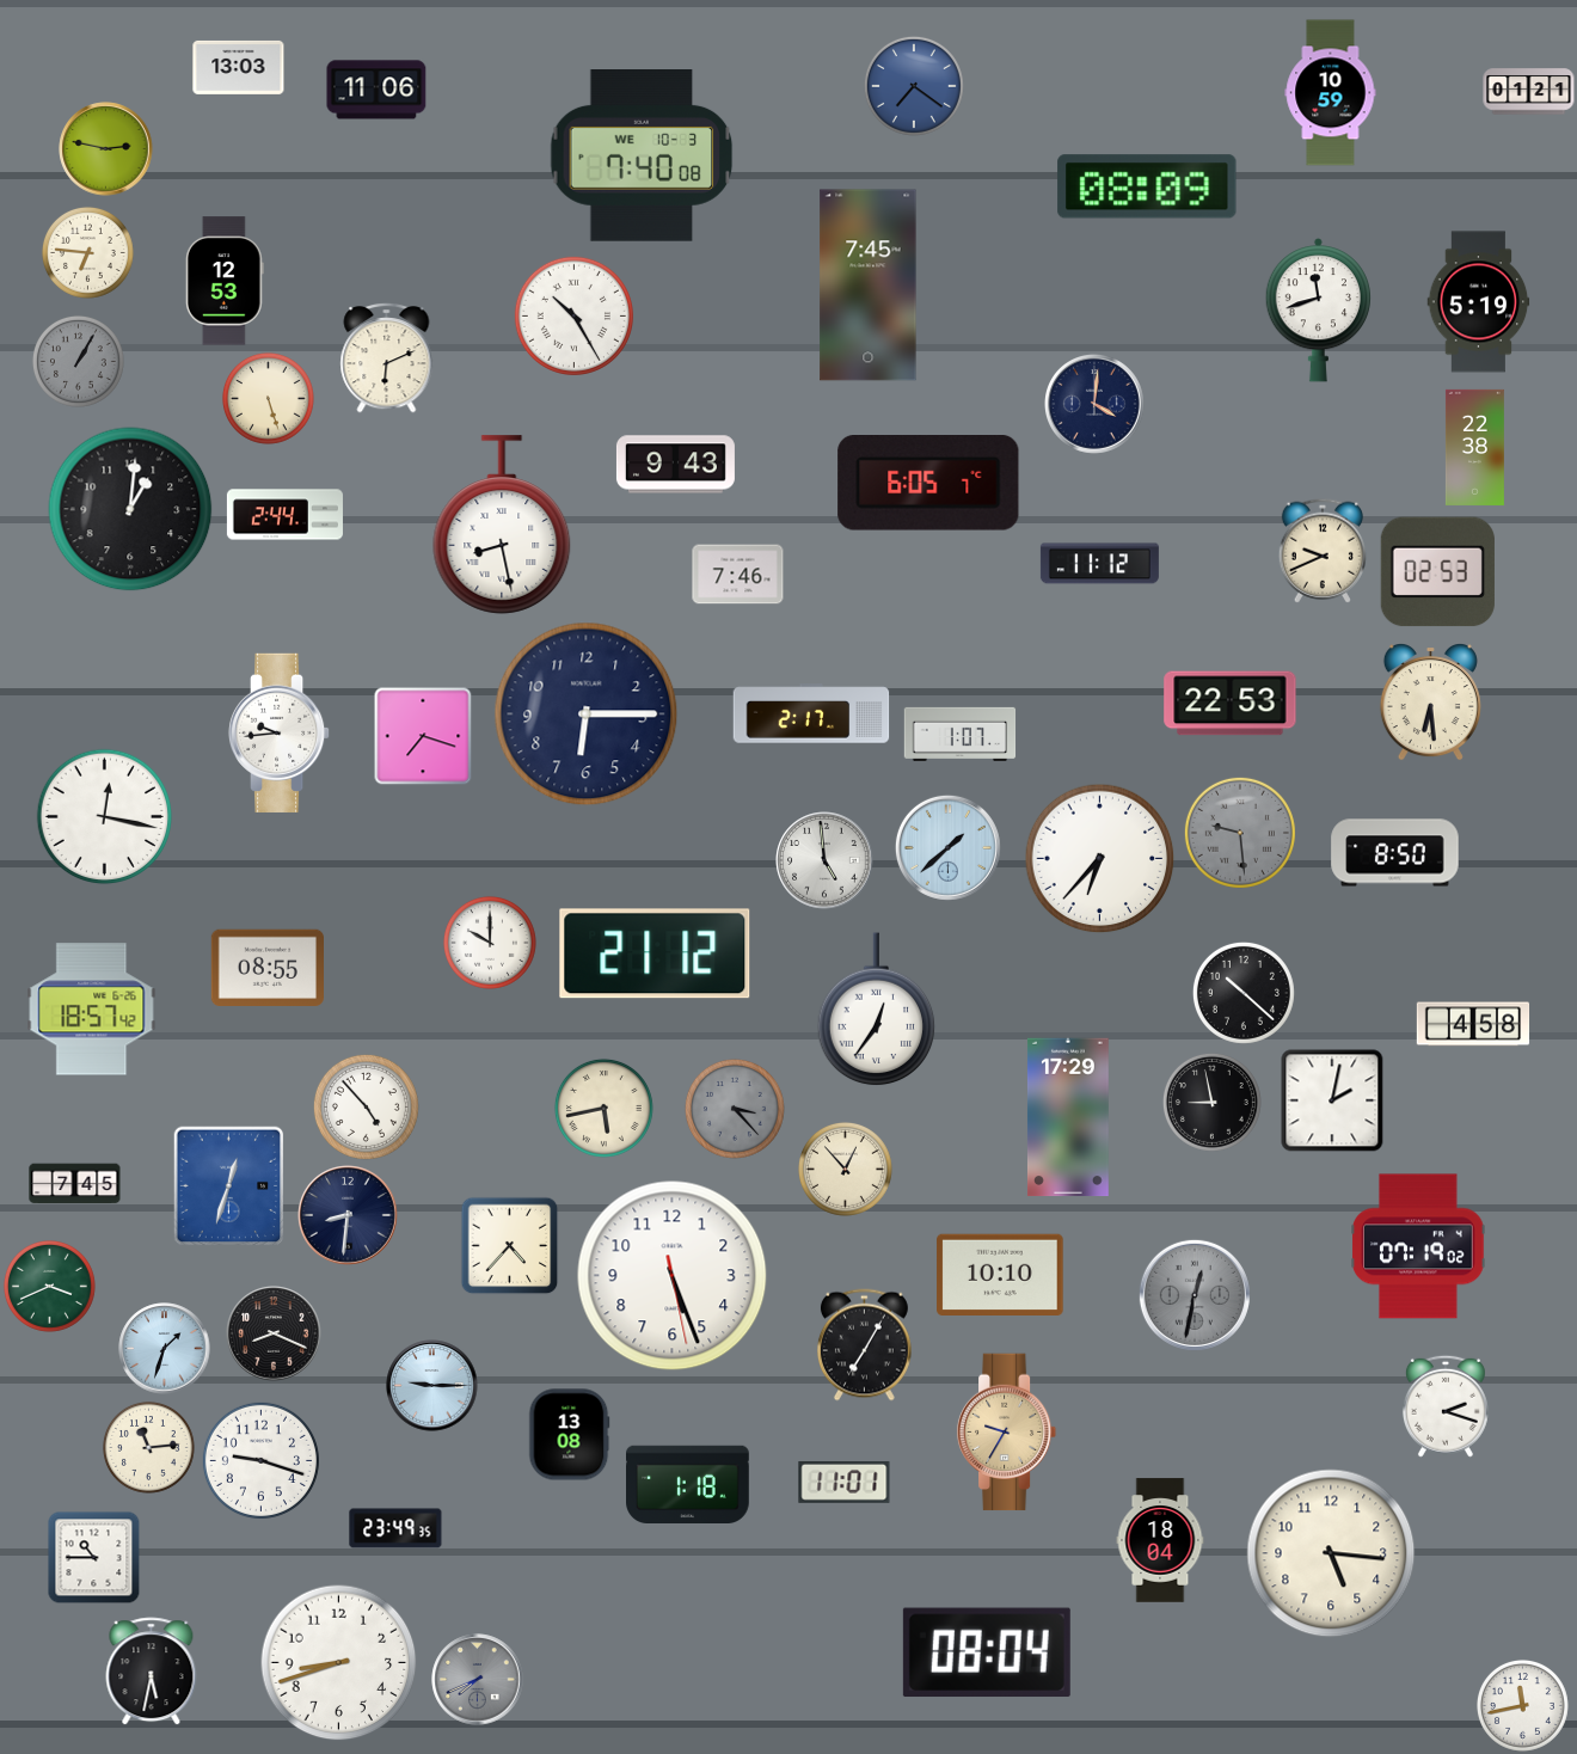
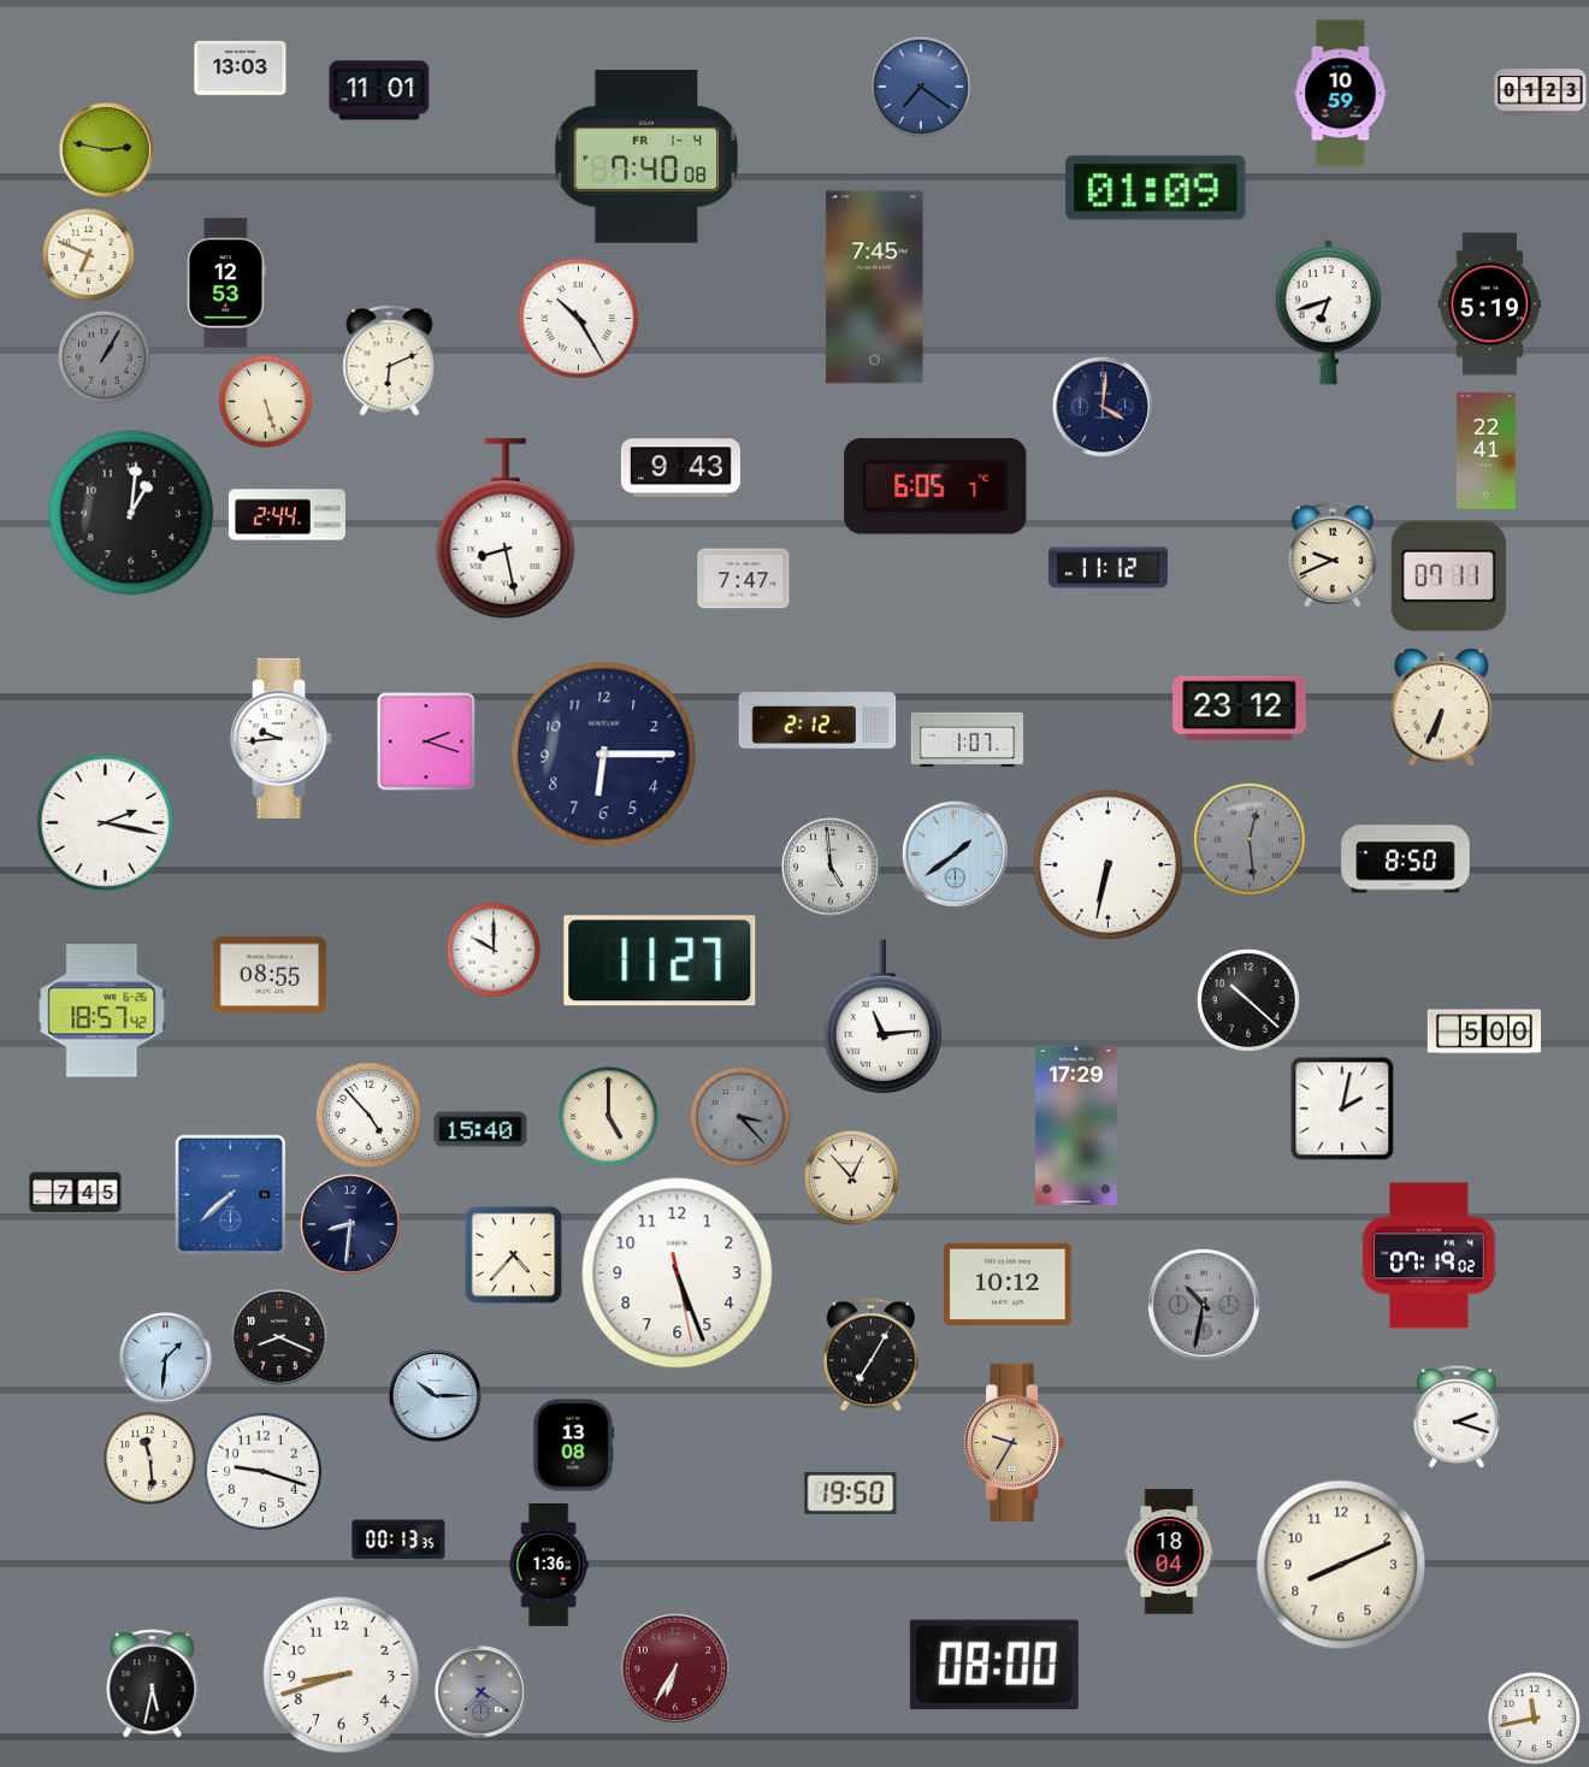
clock at (376, 90): 11:06 -> 11:01
clock at (1529, 92): 01:21 -> 01:23
clock at (642, 157) date: WE 10-3 -> FR 1-4
clock at (1147, 186): 08:09 -> 01:09
clock at (88, 253): 6:46 -> 6:49
clock at (1318, 311): 11:42 -> 6:42
clock at (79, 362) position: (79, 362) -> (105, 357)
clock at (269, 399) position: (269, 399) -> (266, 402)
clock at (1474, 447): 22:38 -> 22:41
clock at (284, 515) position: (284, 515) -> (287, 515)
clock at (1437, 572): 02:53 -> 07:11
clock at (738, 575): 7:46 -> 7:47
clock at (1430, 703): 6:29 -> 6:34
clock at (1231, 704): 22:53 -> 23:12
clock at (811, 713): 2:17 -> 2:12
clock at (587, 715) position: (587, 715) -> (604, 755)
clock at (423, 736): 7:18 -> 2:18
clock at (105, 817): 12:17 -> 2:17
clock at (1240, 833): 9:29 -> 12:29
clock at (947, 847): 1:38 -> 1:39
clock at (1100, 859): 6:37 -> 6:32
clock at (655, 953): 21:12 -> 11:27
clock at (1244, 993) position: (1244, 993) -> (1248, 1000)
clock at (92, 1010) position: (92, 1010) -> (102, 1011)
clock at (877, 1010): 12:36 -> 11:14
clock at (1473, 1024): 4:58 -> 5:00
clock at (1211, 1102): 8:58 -> none
clock at (603, 1108): 5:43 -> 5:00
clock at (480, 1129): none -> 15:40
clock at (229, 1186): 12:33 -> 7:38
clock at (1000, 1274): 10:10 -> 10:12
clock at (673, 1276) position: (673, 1276) -> (678, 1273)
clock at (50, 1287): 3:41 -> none
clock at (1195, 1295): 12:32 -> 10:32
clock at (274, 1333) position: (274, 1333) -> (279, 1337)
clock at (165, 1349): 1:33 -> 1:31
clock at (432, 1386): 9:15 -> 10:15
clock at (149, 1448): 11:14 -> 11:29
clock at (845, 1482): 11:01 -> 19:50
clock at (688, 1484): 1:18 -> none
clock at (395, 1528): 23:49 -> 00:13
clock at (1331, 1553): 5:16 -> 8:11
clock at (549, 1566): none -> 1:36
clock at (93, 1557): 10:45 -> none
clock at (987, 1652): 08:04 -> 08:00
clock at (675, 1668): none -> 6:35
clock at (478, 1680): 7:41 -> 7:21
